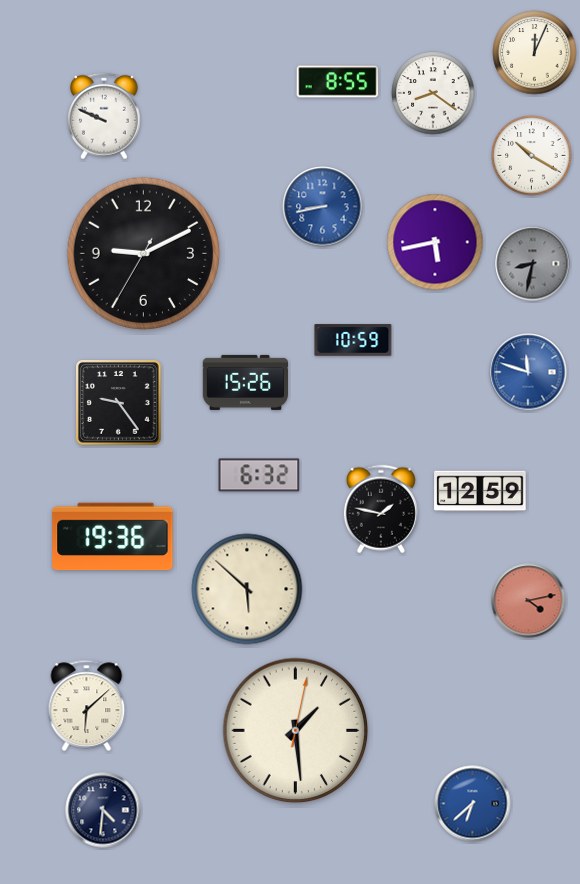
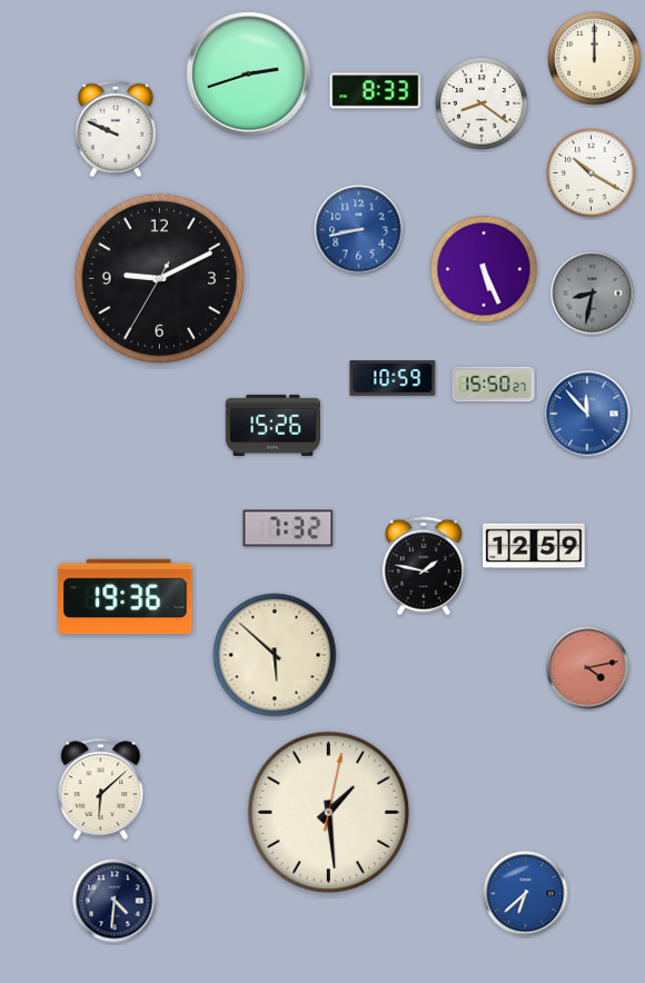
clock at (535, 53): 12:04 -> 12:00
clock at (249, 75): none -> 2:42
clock at (338, 82): 8:55 -> 8:33
clock at (435, 242): 5:43 -> 5:26
clock at (143, 253) position: (143, 253) -> (159, 278)
clock at (494, 385): none -> 15:50
clock at (528, 372): 11:48 -> 11:53
clock at (119, 403): 9:24 -> none
clock at (259, 475): 6:32 -> 7:32
clock at (87, 705) position: (87, 705) -> (101, 788)
